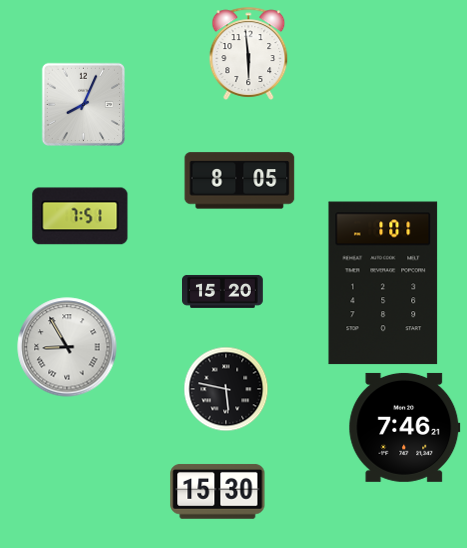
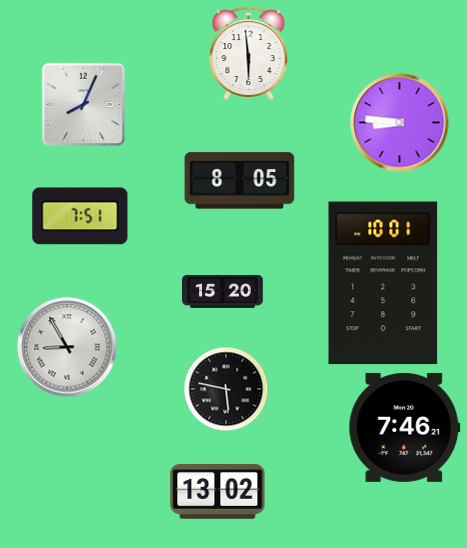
clock at (400, 123): none -> 8:46
clock at (383, 283): 1:01 -> 10:01
clock at (218, 491): 15:30 -> 13:02
